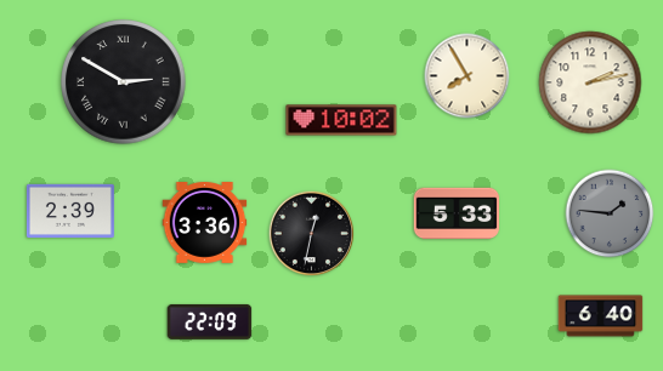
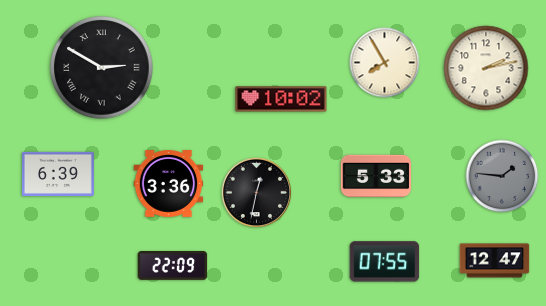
clock at (70, 210): 2:39 -> 6:39
clock at (601, 316): 6:40 -> 12:47
clock at (385, 262): none -> 07:55
